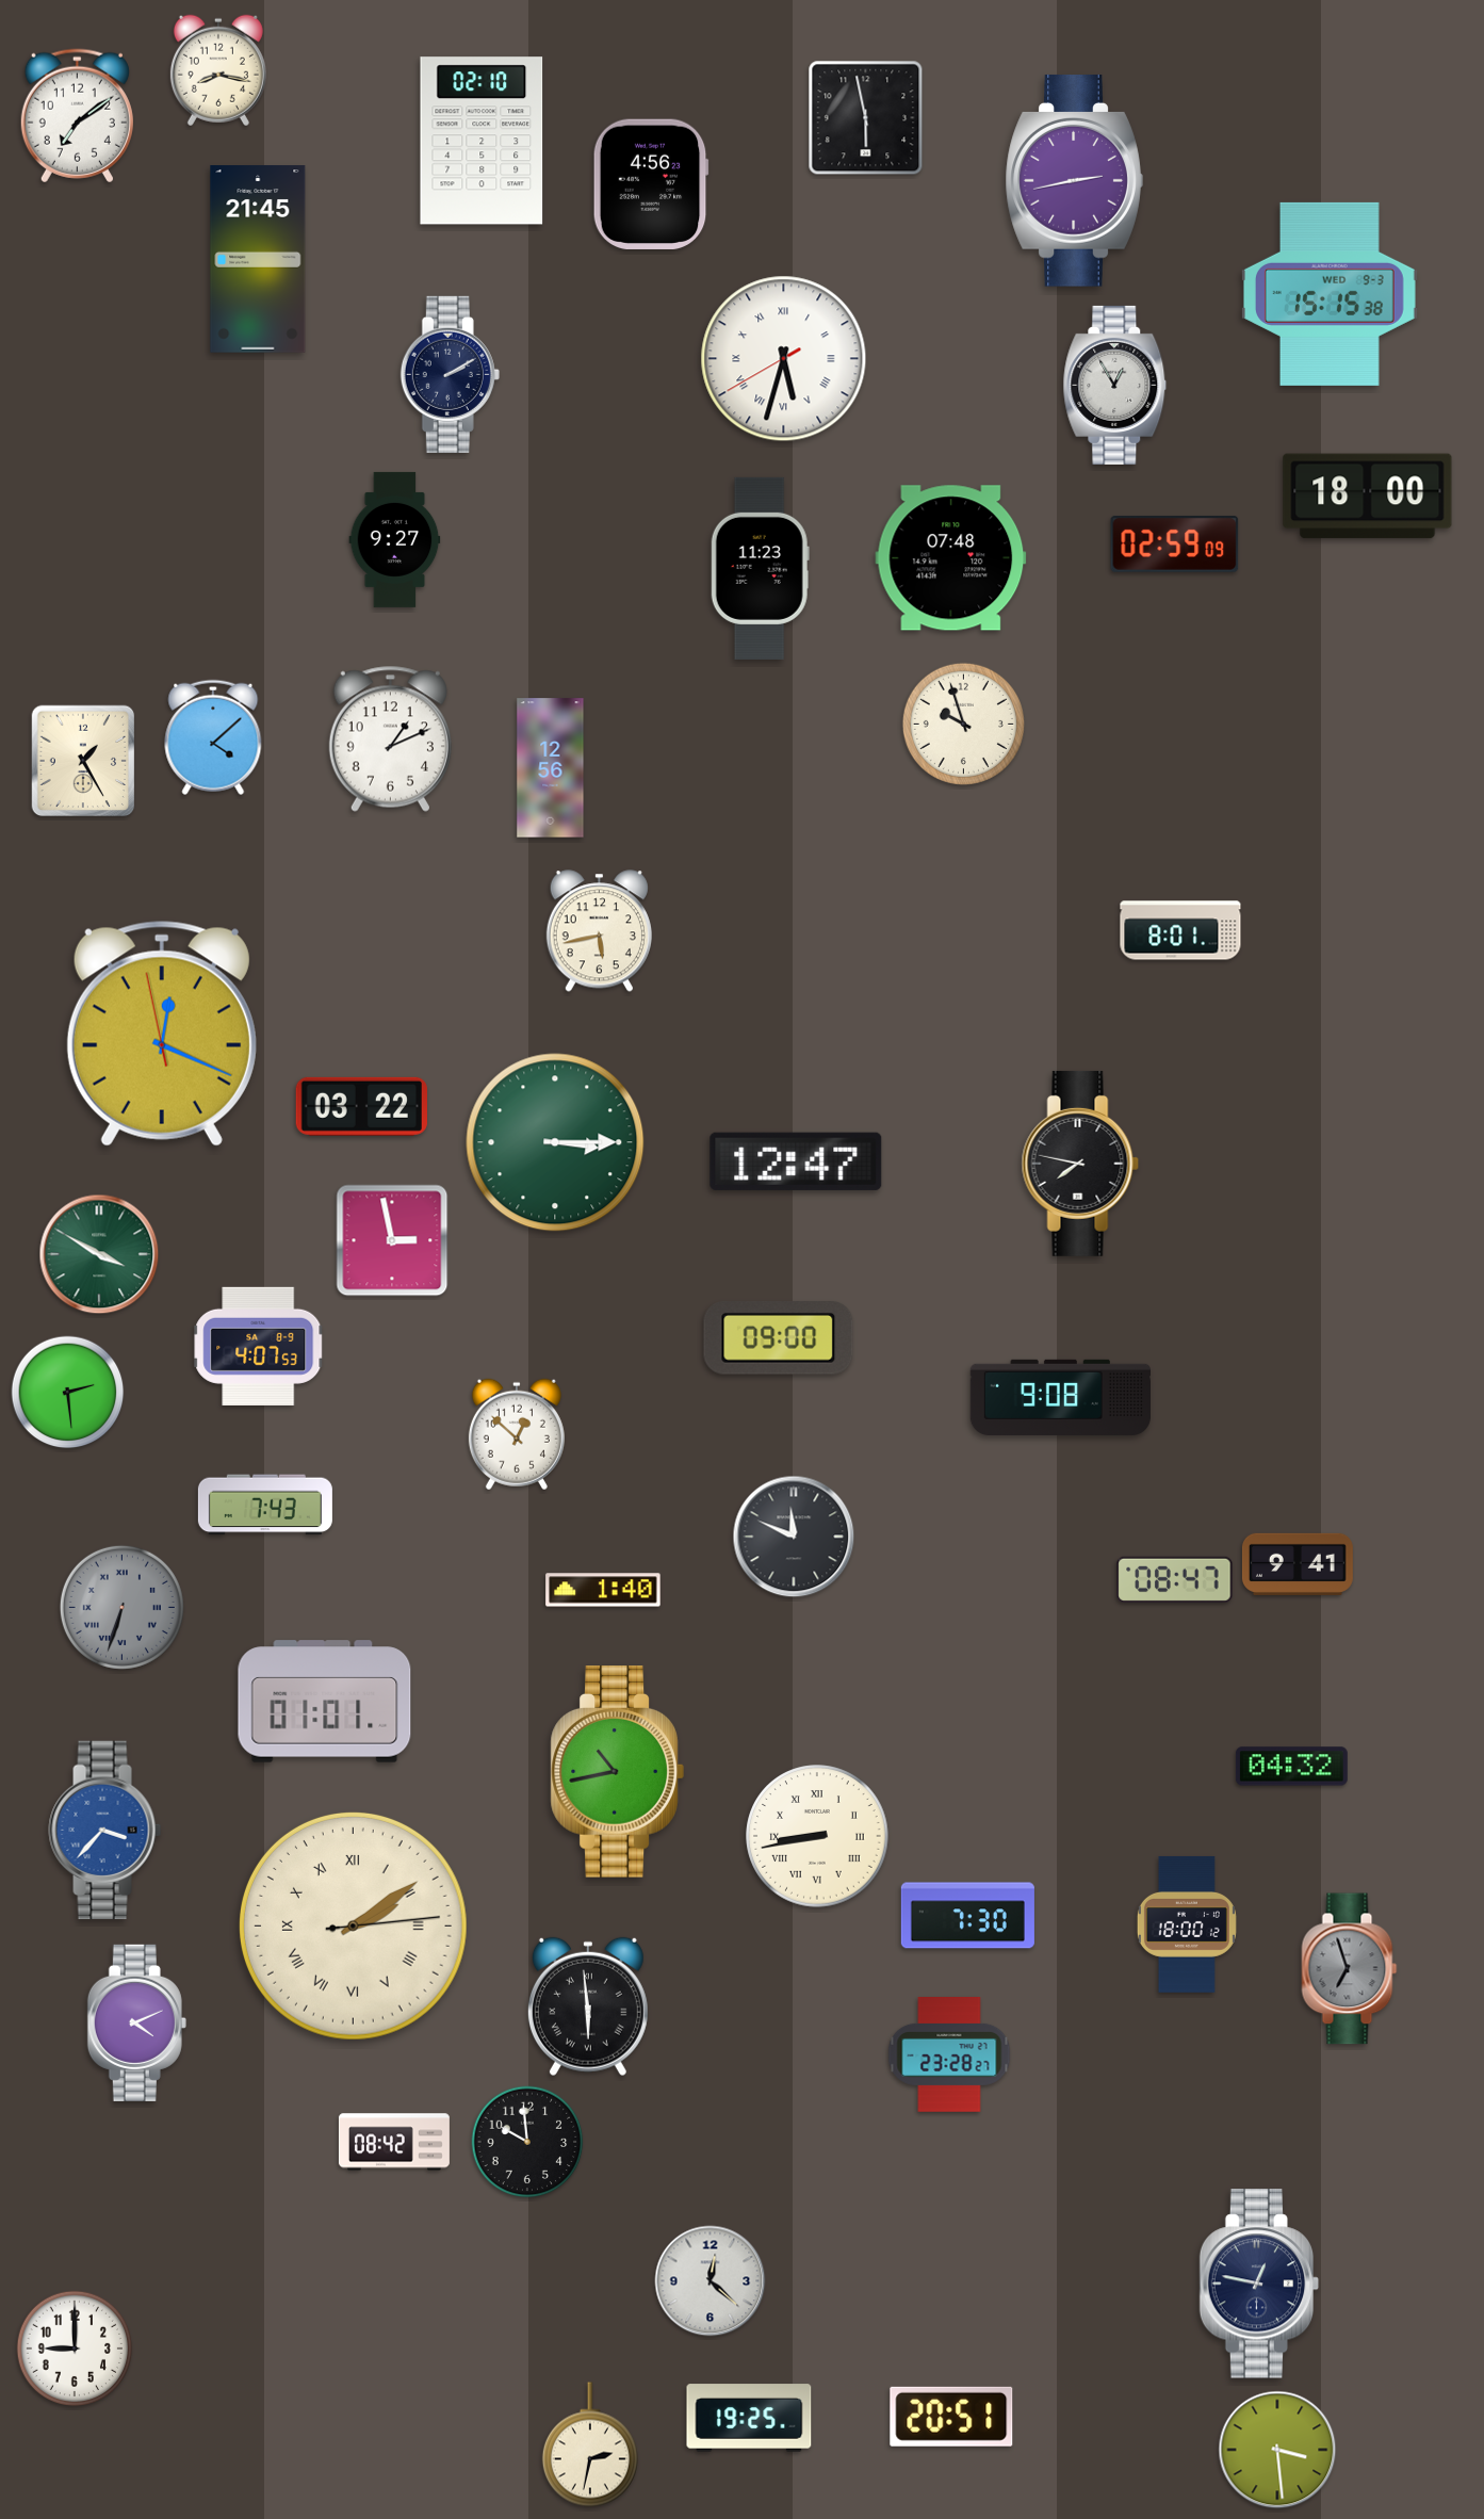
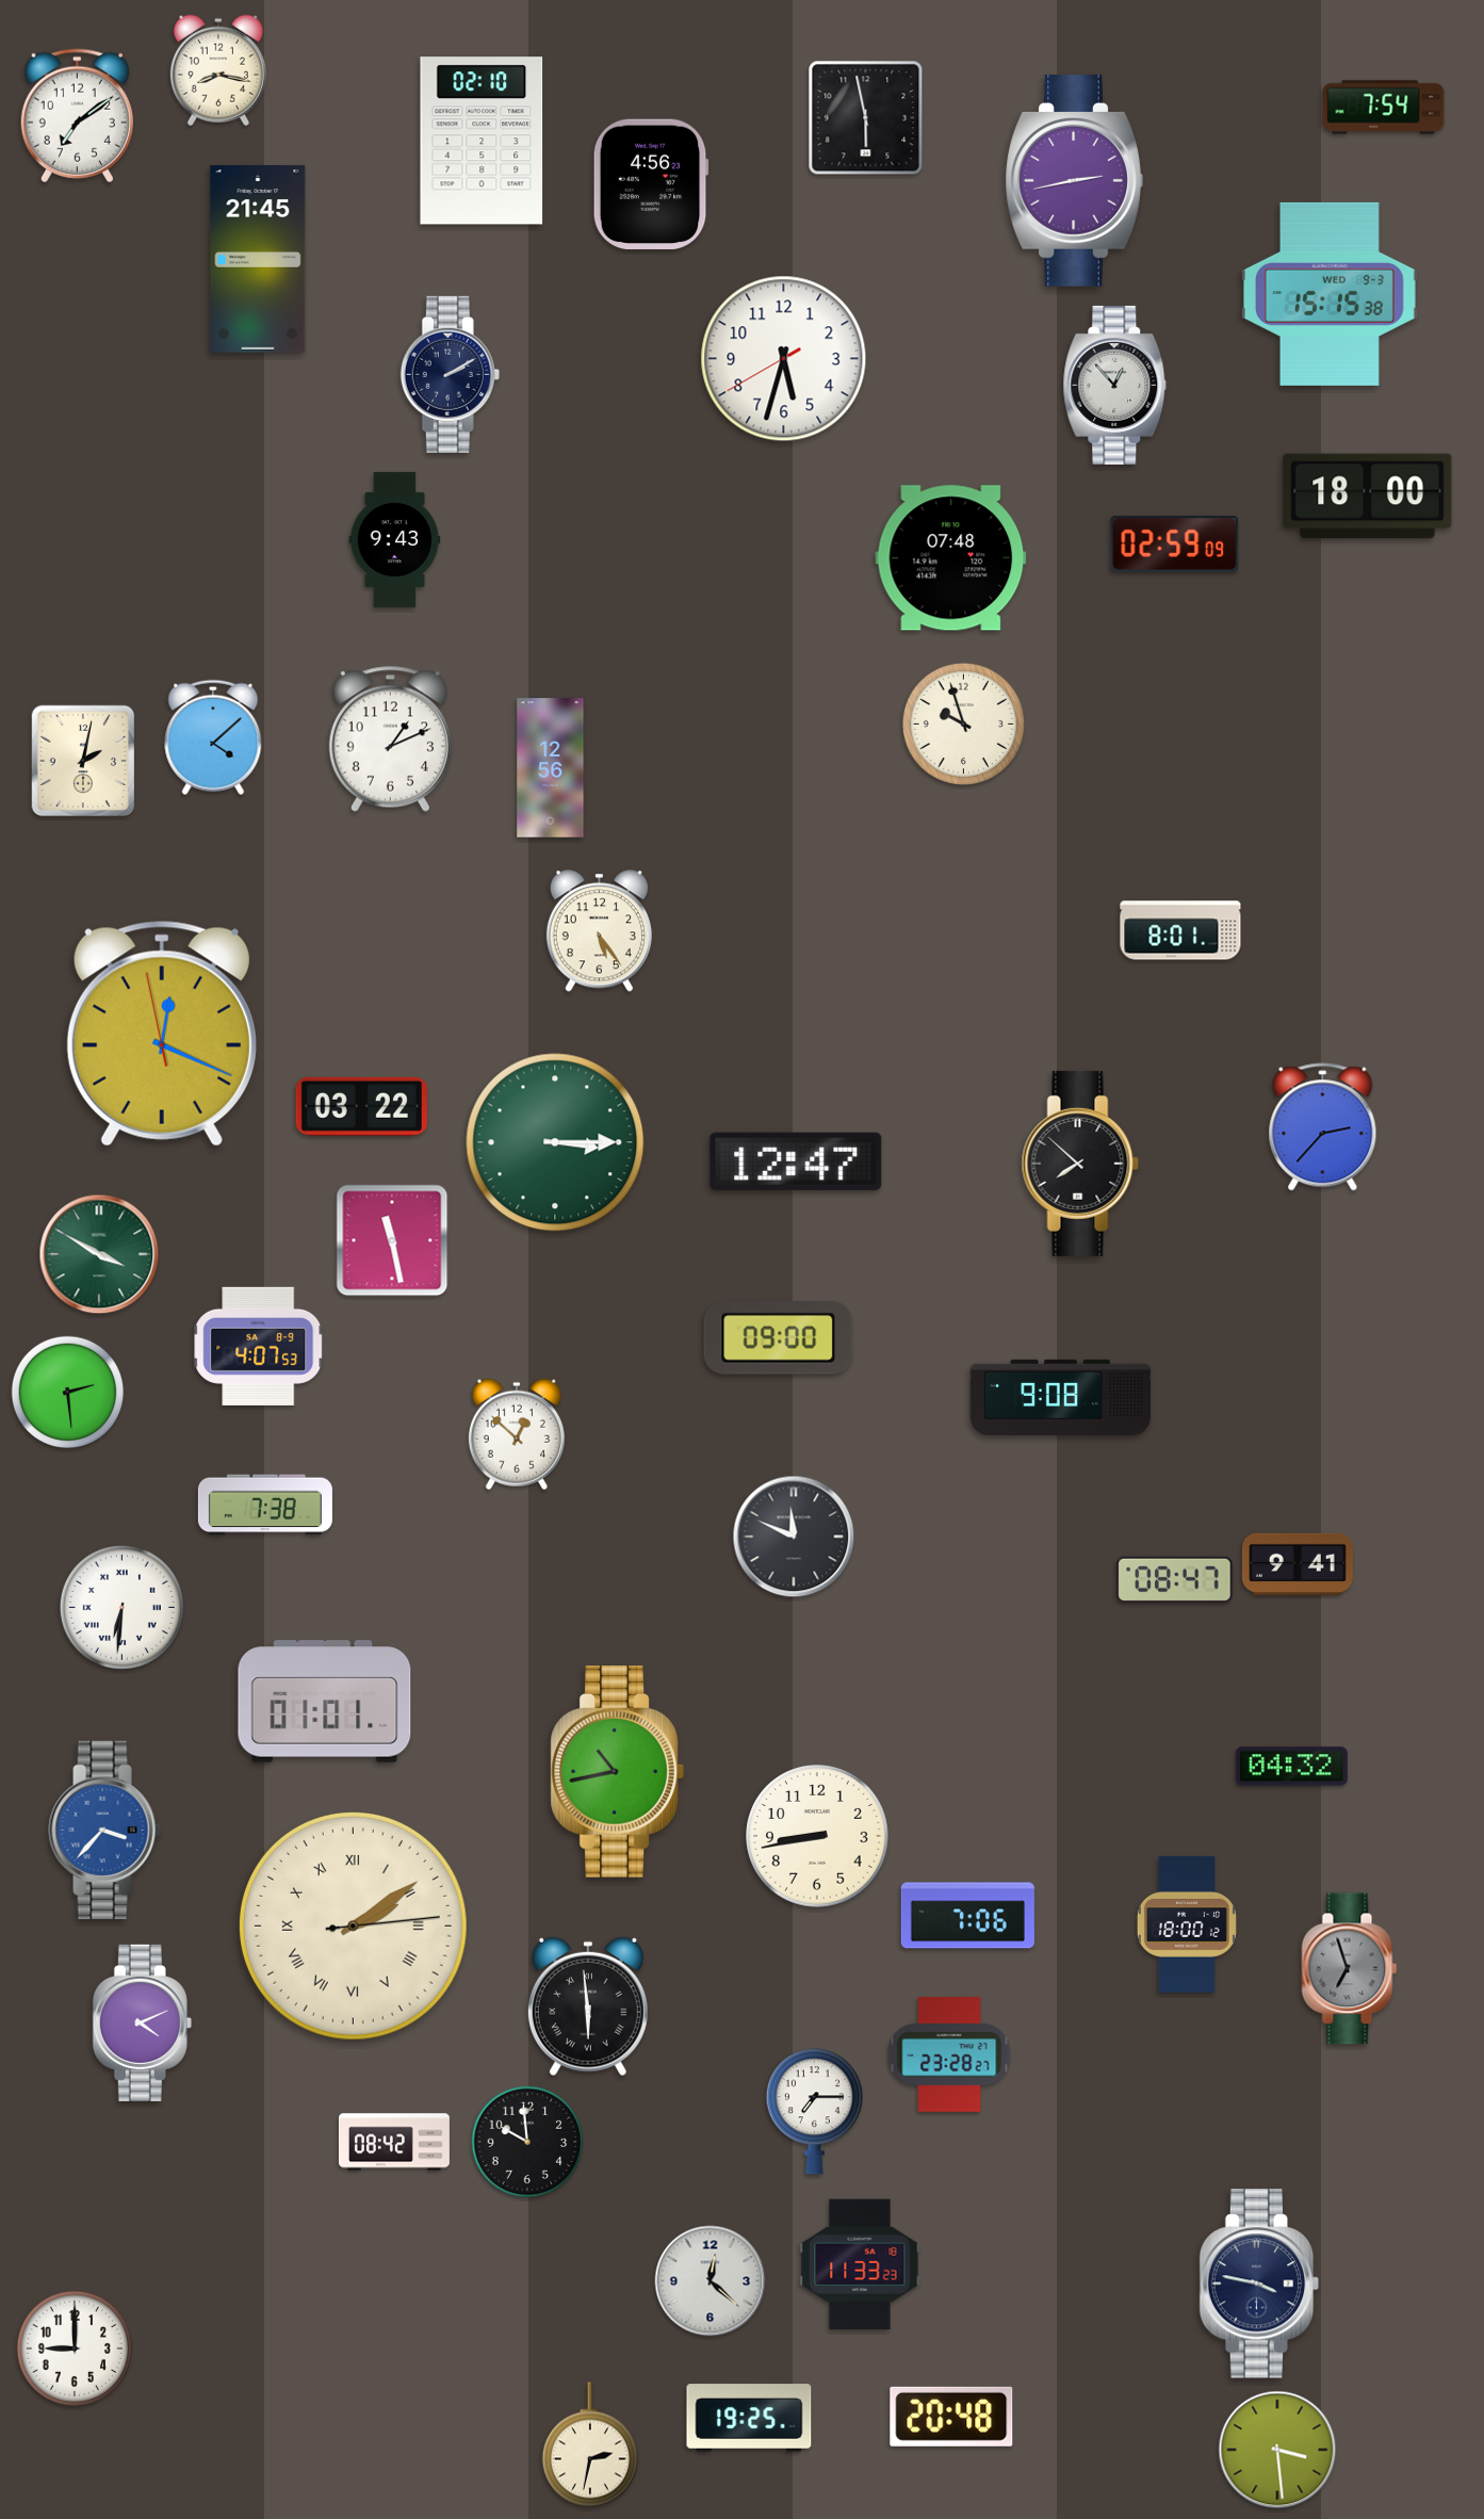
clock at (1384, 108): none -> 7:54
clock at (784, 359) numerals: Roman -> Arabic
clock at (1115, 385): 12:55 -> 12:53
clock at (395, 539): 9:27 -> 9:43
clock at (760, 568): 11:23 -> none
clock at (83, 761): 1:25 -> 2:02
clock at (599, 931): 5:43 -> 5:24
clock at (1323, 1127): none -> 2:37
clock at (1080, 1164): 7:47 -> 7:52
clock at (392, 1240): 2:58 -> 11:28
clock at (265, 1505): 7:43 -> 7:38
clock at (603, 1590): 1:40 -> none
clock at (121, 1607): 6:33 -> 6:31
clock at (121, 1607) dial: grey -> white
clock at (817, 1836) numerals: Roman -> Arabic
clock at (967, 1916): 7:30 -> 7:06
clock at (136, 2022) position: (136, 2022) -> (142, 2022)
clock at (814, 2112): none -> 7:15
clock at (860, 2264): none -> 11:33
clock at (1259, 2284): 12:47 -> 3:47
clock at (951, 2417): 20:51 -> 20:48
